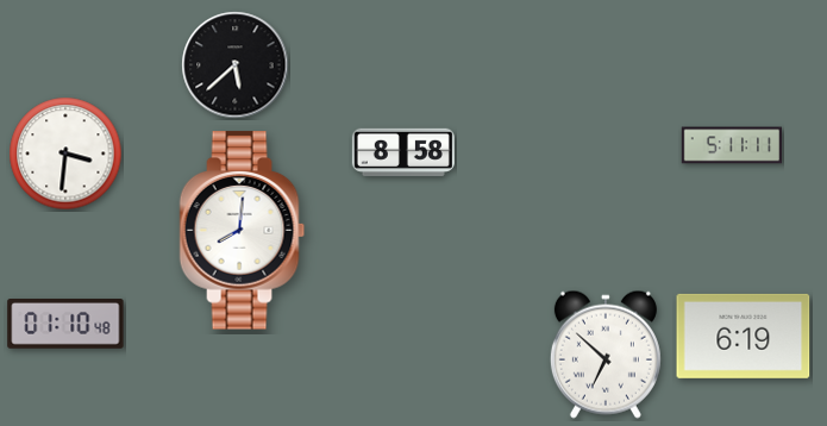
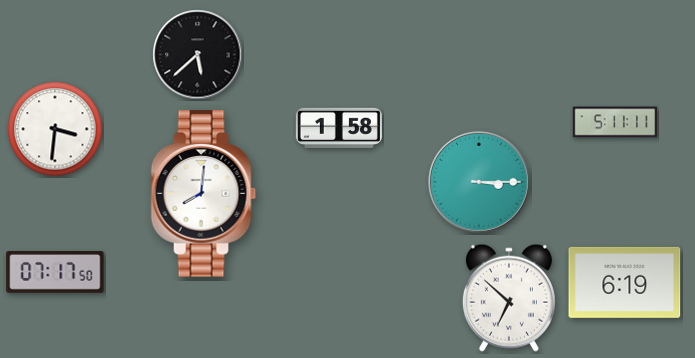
clock at (403, 151): 8:58 -> 1:58
clock at (479, 182): none -> 3:15
clock at (65, 325): 01:10 -> 07:17
